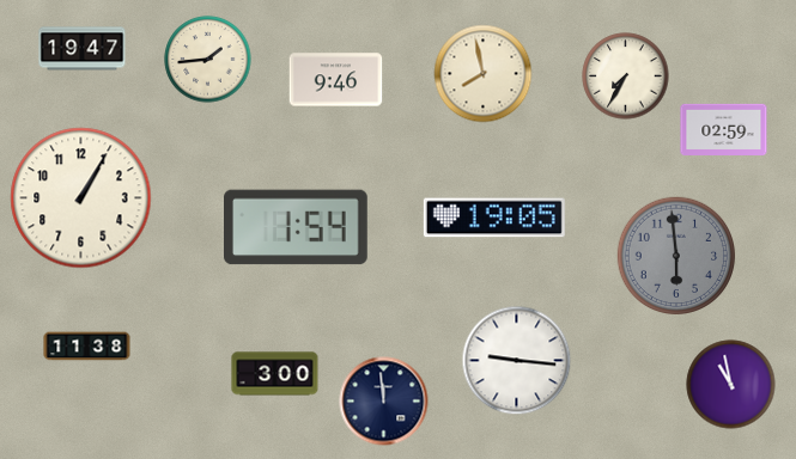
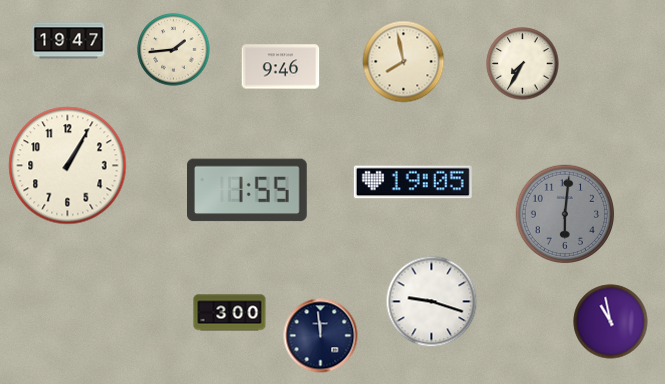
clock at (724, 129): 02:59 -> none
clock at (297, 227): 1:54 -> 1:55
clock at (676, 256): 5:59 -> 6:01
clock at (87, 347): 11:38 -> none
clock at (517, 361): 9:16 -> 9:18
